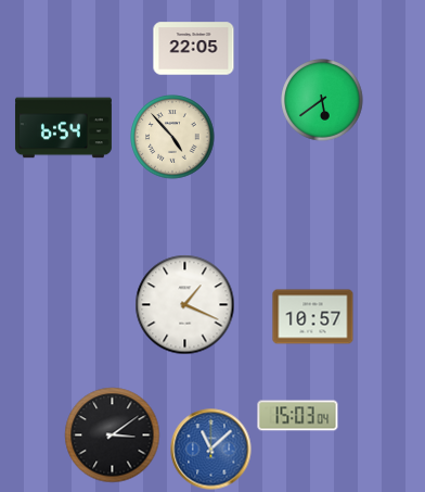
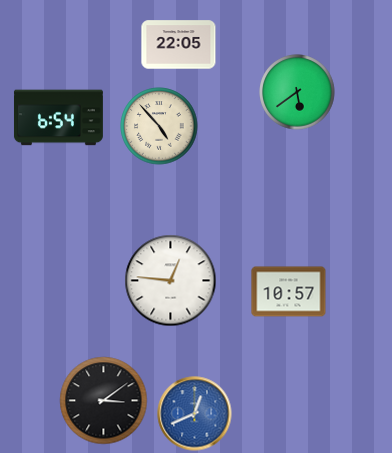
clock at (185, 305): 1:19 -> 12:46
clock at (298, 416): 15:03 -> none
clock at (211, 450): 11:08 -> 12:41
